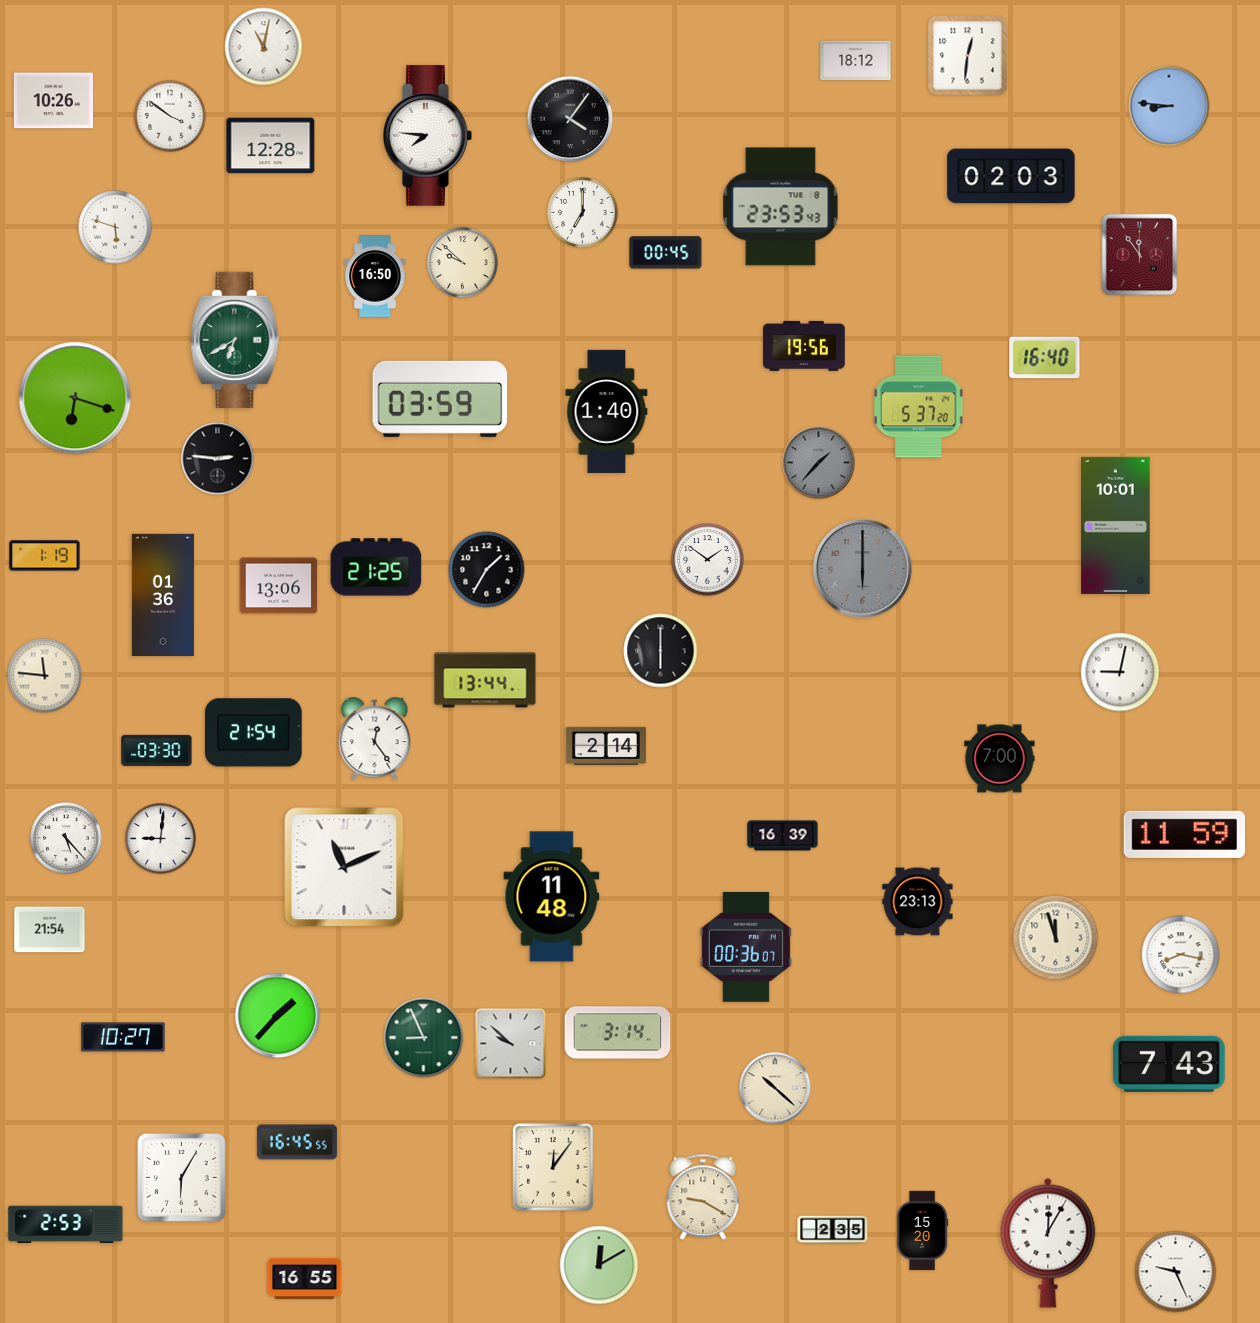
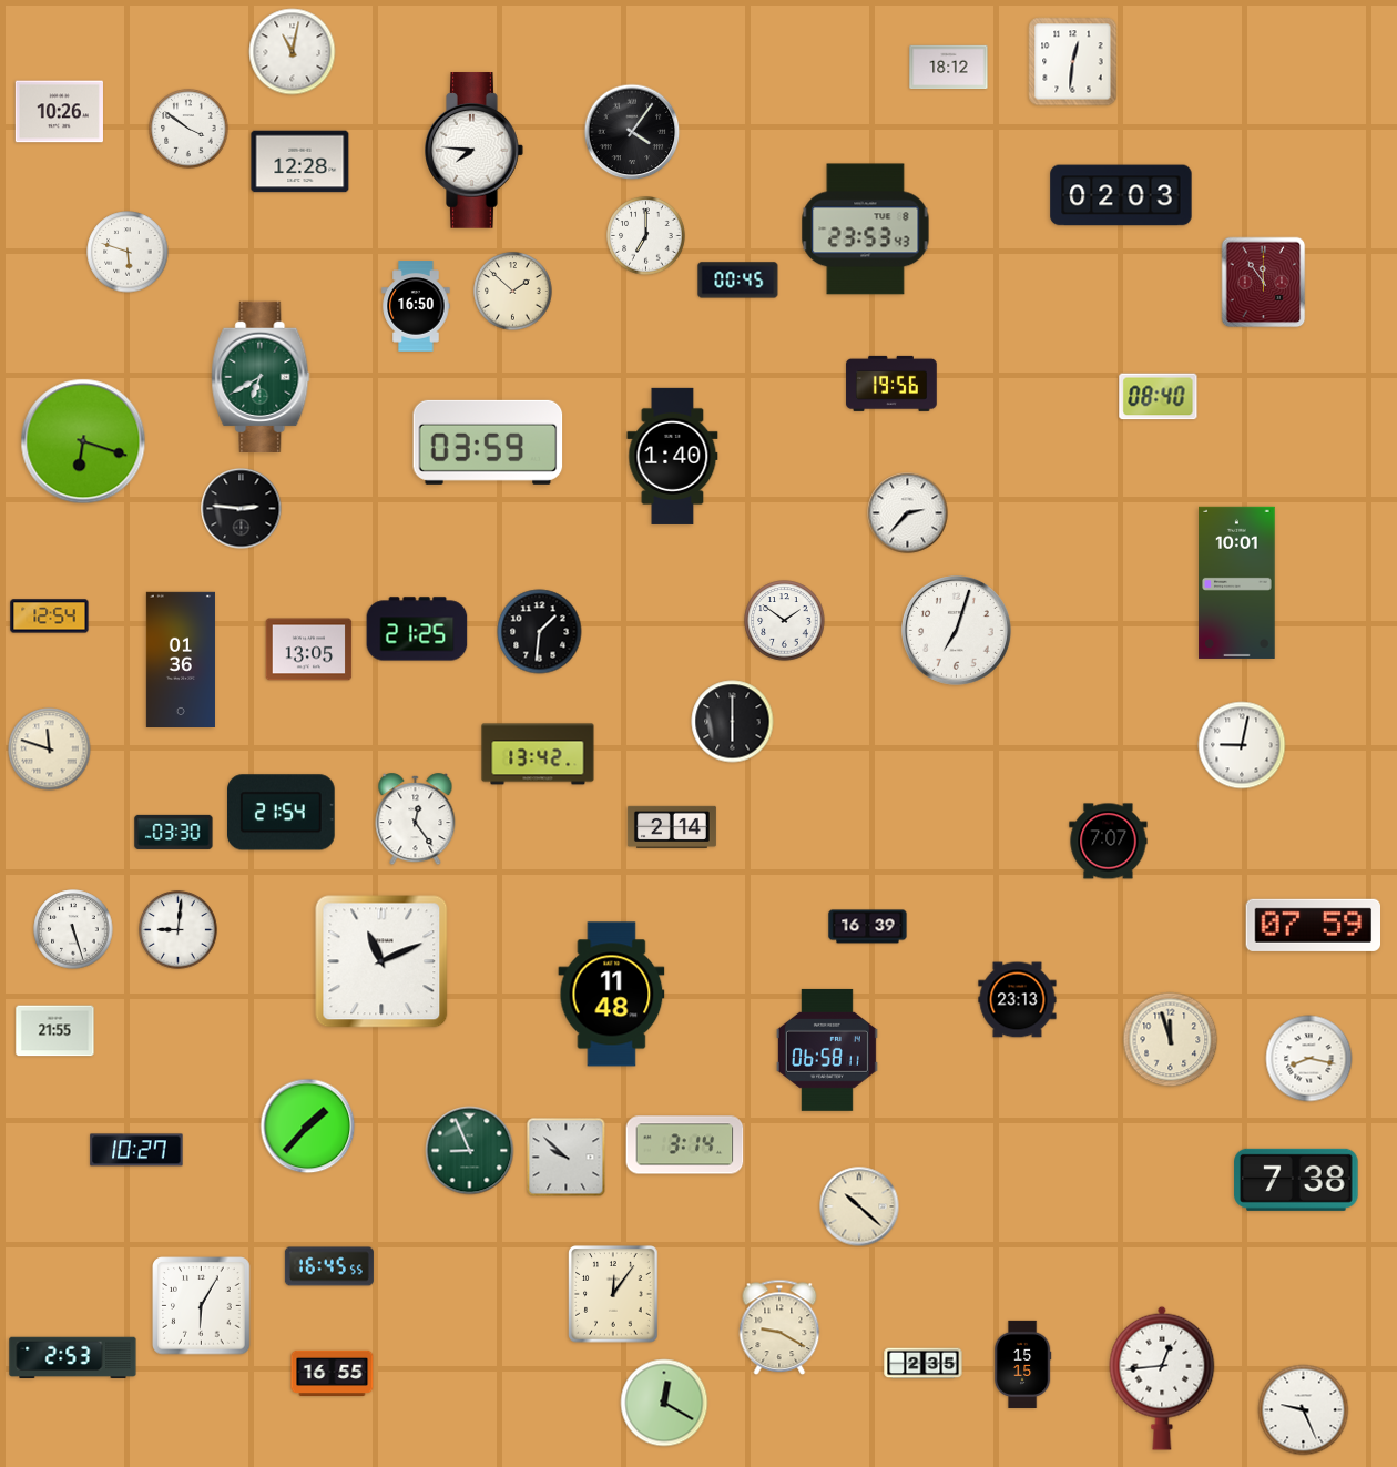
clock at (1169, 106): 8:46 -> none
clock at (463, 263): 9:52 -> 1:52
clock at (1045, 358): 16:40 -> 08:40
clock at (919, 407): 5:37 -> none
clock at (819, 463): 1:37 -> 2:37
clock at (819, 463) dial: grey -> white
clock at (45, 556): 1:19 -> 12:54
clock at (863, 569): 6:00 -> 7:03
clock at (863, 569) dial: grey -> white
clock at (487, 570): 1:35 -> 1:31
clock at (279, 586): 13:06 -> 13:05
clock at (45, 676): 11:46 -> 11:48
clock at (485, 680): 13:44 -> 13:42
clock at (1000, 759): 7:00 -> 7:07
clock at (1184, 834): 11:59 -> 07:59
clock at (66, 838): 5:23 -> 5:27
clock at (50, 930): 21:54 -> 21:55
clock at (746, 947): 00:36 -> 06:58
clock at (1169, 1064): 7:43 -> 7:38
clock at (922, 1230): 15:20 -> 15:15
clock at (1048, 1243): 12:05 -> 12:44
clock at (599, 1265): 12:10 -> 12:20
clock at (305, 1278) position: (305, 1278) -> (333, 1373)
